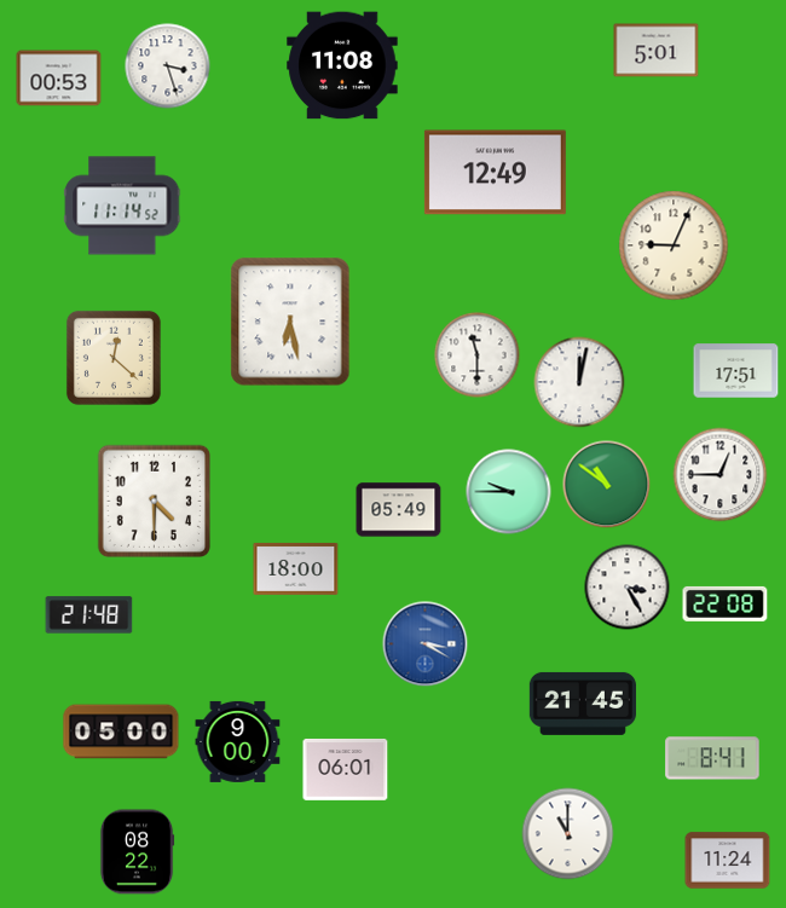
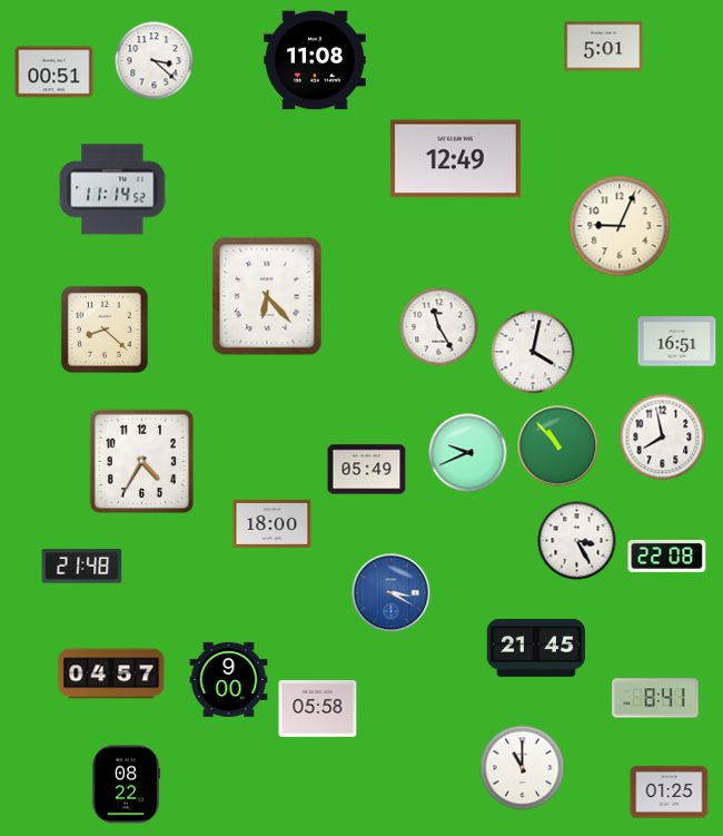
clock at (168, 66): 3:27 -> 3:22
clock at (59, 79): 00:53 -> 00:51
clock at (290, 322): 6:28 -> 6:23
clock at (478, 355): 11:30 -> 11:25
clock at (114, 358): 12:22 -> 8:22
clock at (736, 371): 17:51 -> 16:51
clock at (579, 382): 12:02 -> 4:02
clock at (721, 475): 12:45 -> 7:58
clock at (607, 485): 10:51 -> 10:53
clock at (509, 492): 9:45 -> 9:41
clock at (154, 501): 4:30 -> 4:35
clock at (121, 731): 05:00 -> 04:57
clock at (238, 741) position: (238, 741) -> (229, 679)
clock at (346, 769): 06:01 -> 05:58
clock at (728, 861): 11:24 -> 01:25
